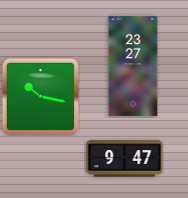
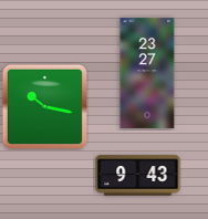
clock at (125, 159): 9:47 -> 9:43
